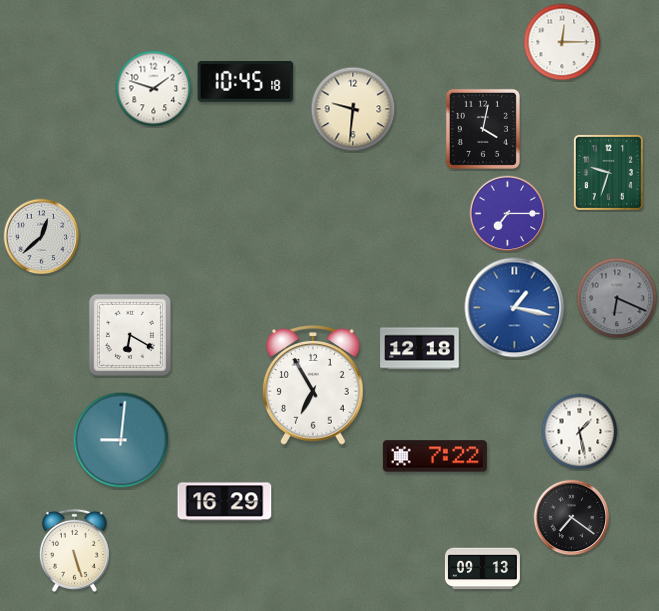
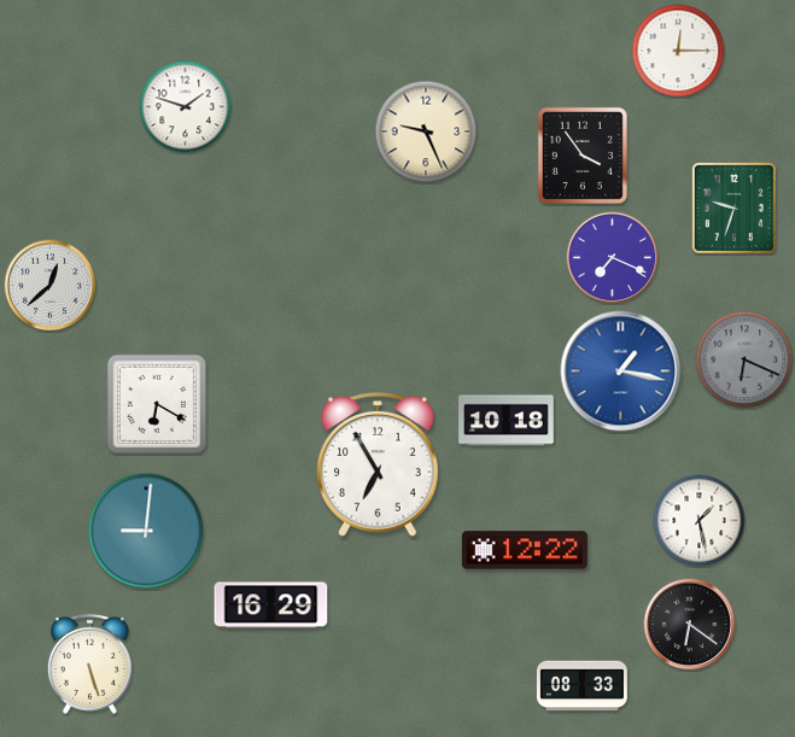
clock at (246, 81): 10:45 -> none
clock at (353, 109): 9:31 -> 9:26
clock at (483, 129): 4:02 -> 3:54
clock at (508, 214): 7:15 -> 7:19
clock at (420, 349): 12:18 -> 10:18
clock at (435, 456): 7:22 -> 12:22
clock at (572, 518): 7:21 -> 6:21
clock at (482, 569): 09:13 -> 08:33
